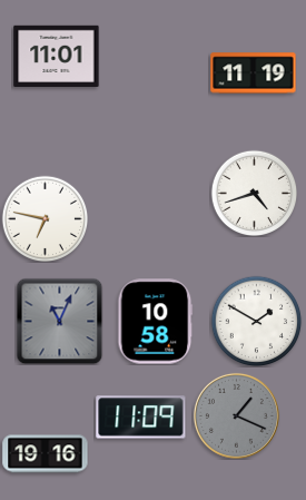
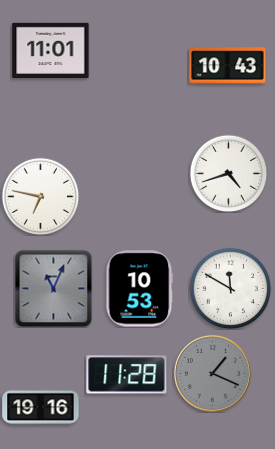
clock at (254, 73): 11:19 -> 10:43
clock at (256, 321): 1:50 -> 11:50
clock at (156, 322): 10:58 -> 10:53
clock at (141, 418): 11:09 -> 11:28
